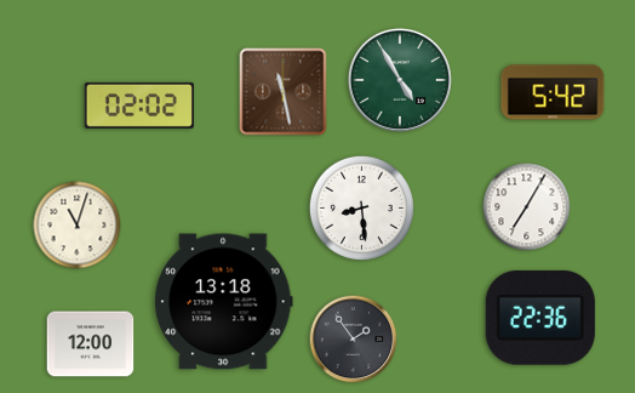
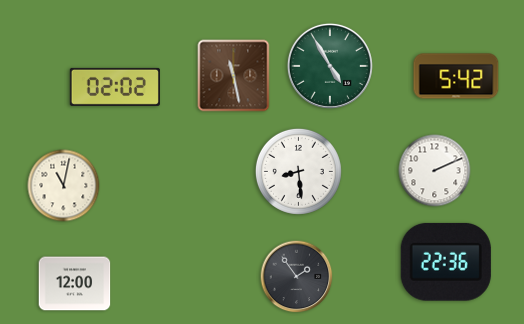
clock at (527, 207): 7:05 -> 2:11
clock at (78, 226): 11:03 -> 11:02
clock at (224, 302): 13:18 -> none
clock at (354, 340) position: (354, 340) -> (297, 277)
